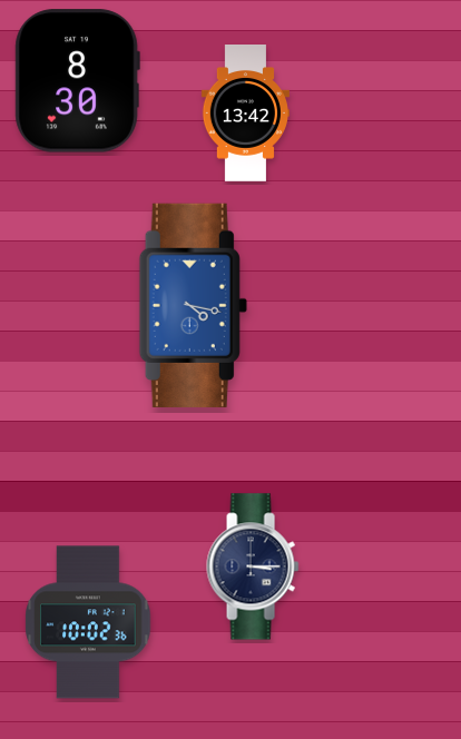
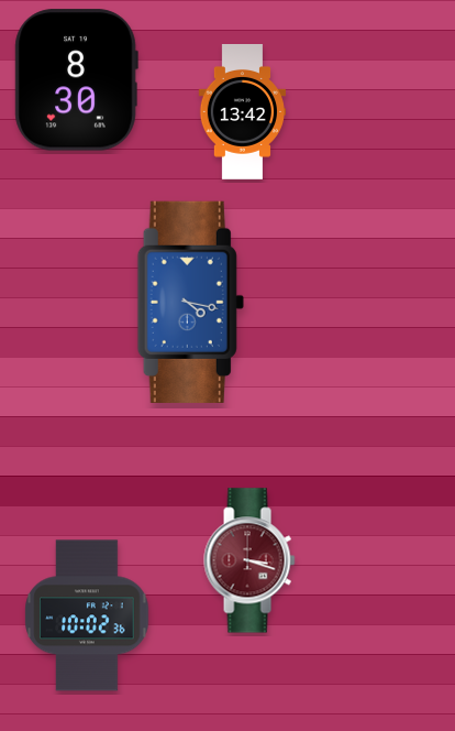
clock at (253, 566): 3:15 -> 3:18
clock at (253, 566) dial: navy -> burgundy
